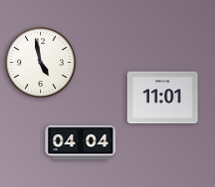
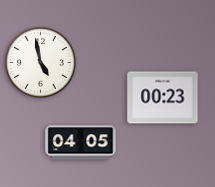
clock at (163, 98): 11:01 -> 00:23
clock at (81, 143): 04:04 -> 04:05
